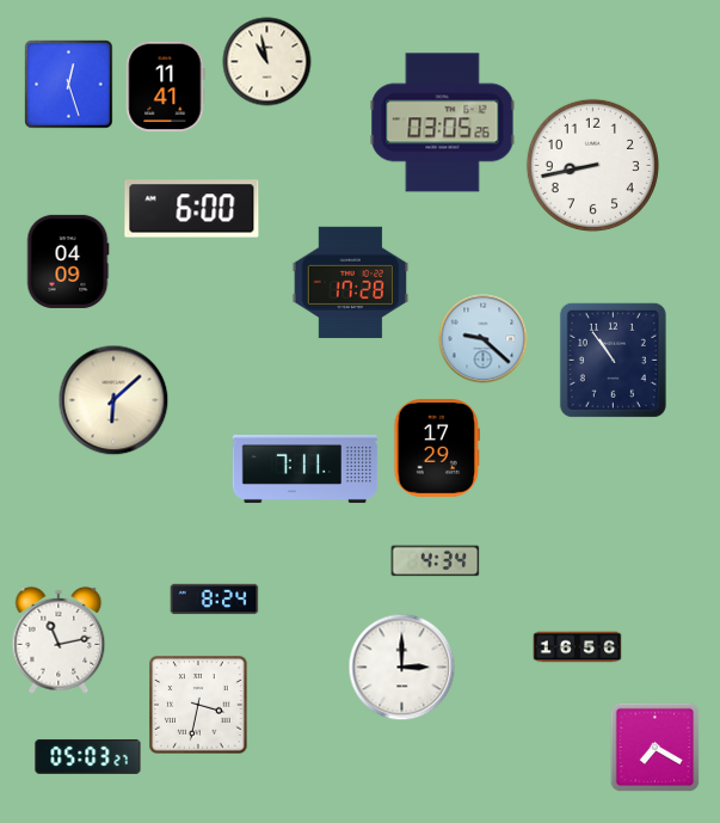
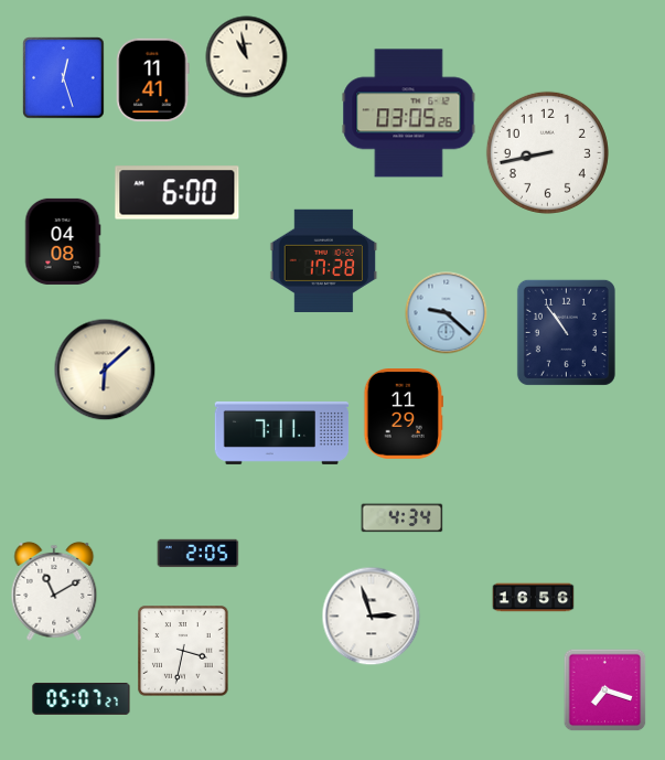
clock at (68, 262): 04:09 -> 04:08
clock at (436, 448): 17:29 -> 11:29
clock at (215, 600): 8:24 -> 2:05
clock at (59, 640): 11:13 -> 11:10
clock at (402, 668): 3:00 -> 2:57
clock at (656, 748): 7:20 -> 7:18
clock at (88, 756): 05:03 -> 05:07
